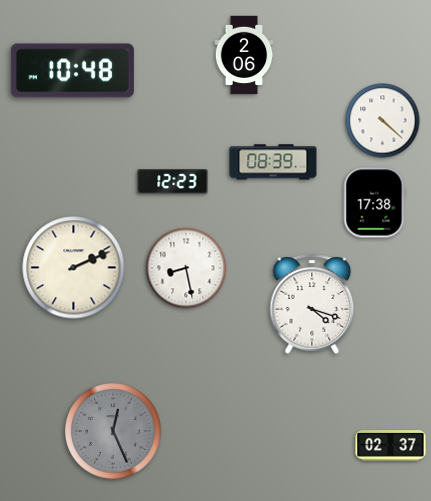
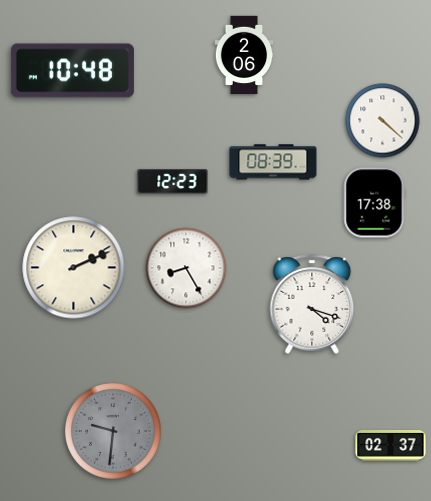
clock at (186, 268): 8:28 -> 8:25
clock at (114, 432): 12:26 -> 9:31
